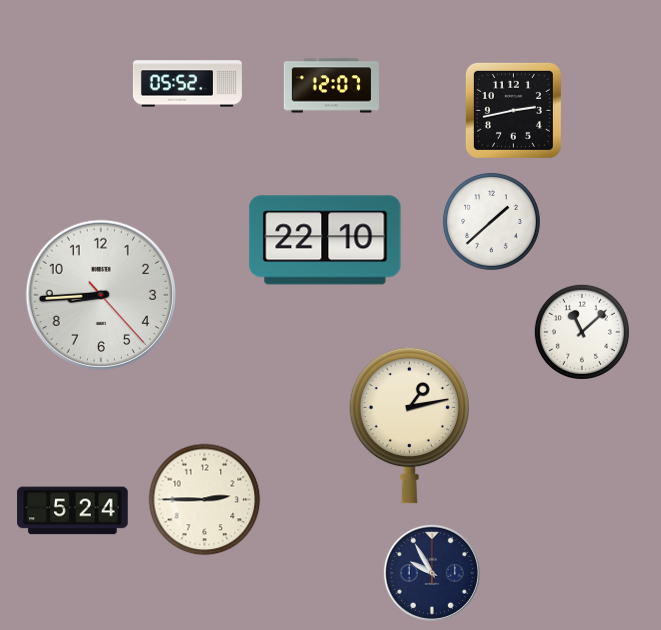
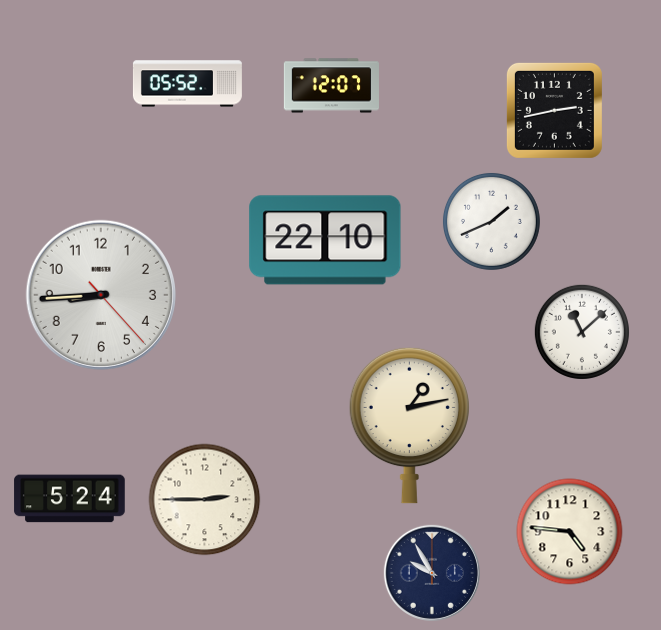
clock at (513, 110) position: (513, 110) -> (554, 110)
clock at (491, 221): 1:38 -> 1:41
clock at (73, 511) position: (73, 511) -> (70, 499)
clock at (570, 532): none -> 4:46
